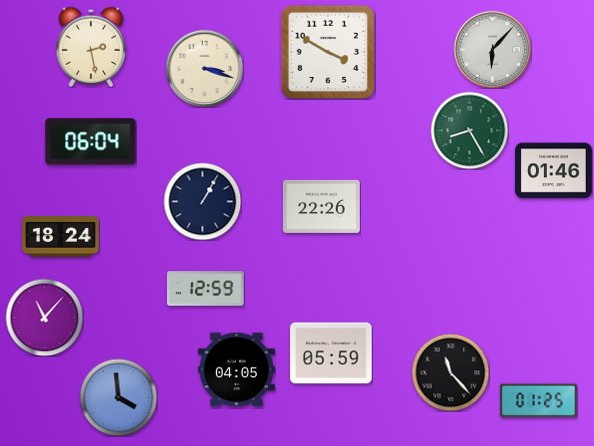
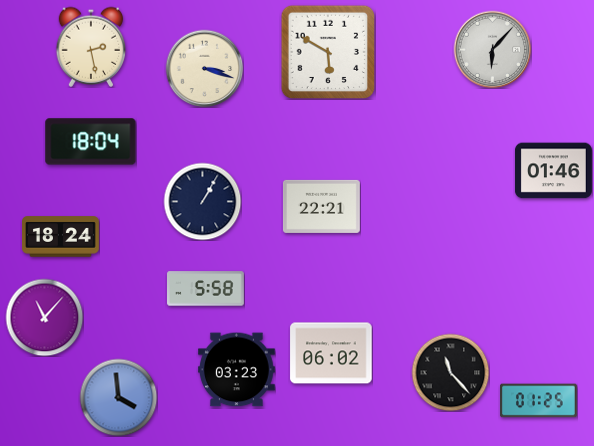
clock at (327, 51): 3:50 -> 5:50
clock at (469, 130): 8:25 -> none
clock at (91, 142): 06:04 -> 18:04
clock at (321, 206): 22:26 -> 22:21
clock at (206, 289): 12:59 -> 5:58
clock at (331, 353): 05:59 -> 06:02
clock at (236, 370): 04:05 -> 03:23
